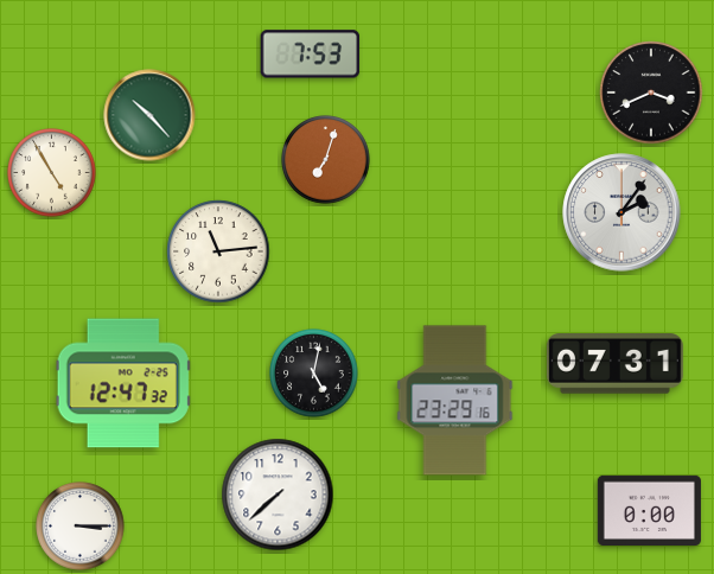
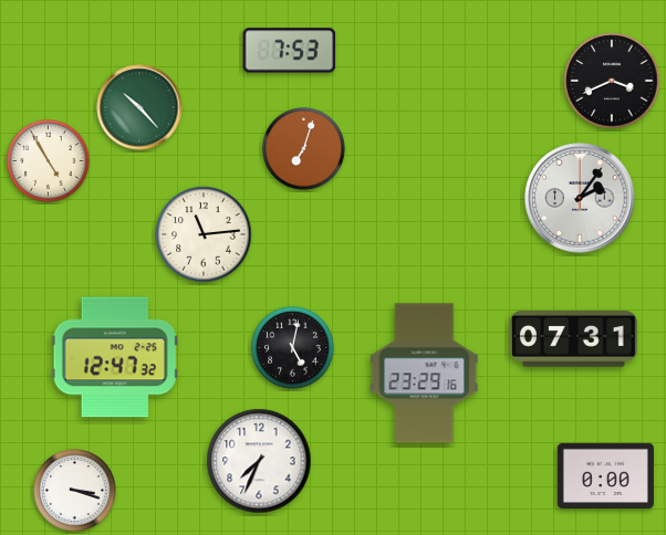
clock at (651, 93) position: (651, 93) -> (612, 81)
clock at (278, 495): 7:38 -> 7:34
clock at (81, 527): 3:15 -> 3:18
